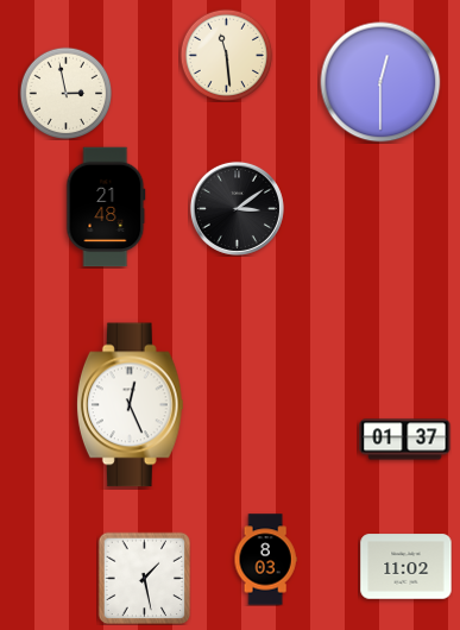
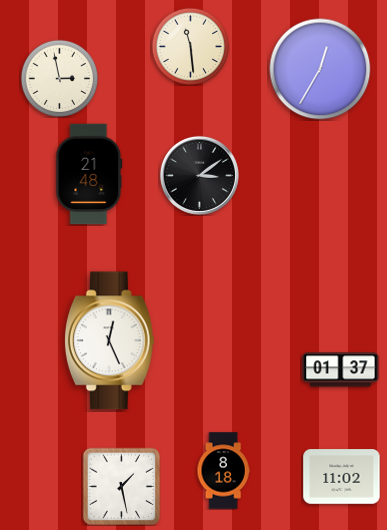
clock at (380, 82): 12:30 -> 12:35
clock at (65, 93) position: (65, 93) -> (59, 78)
clock at (265, 560): 8:03 -> 8:18
